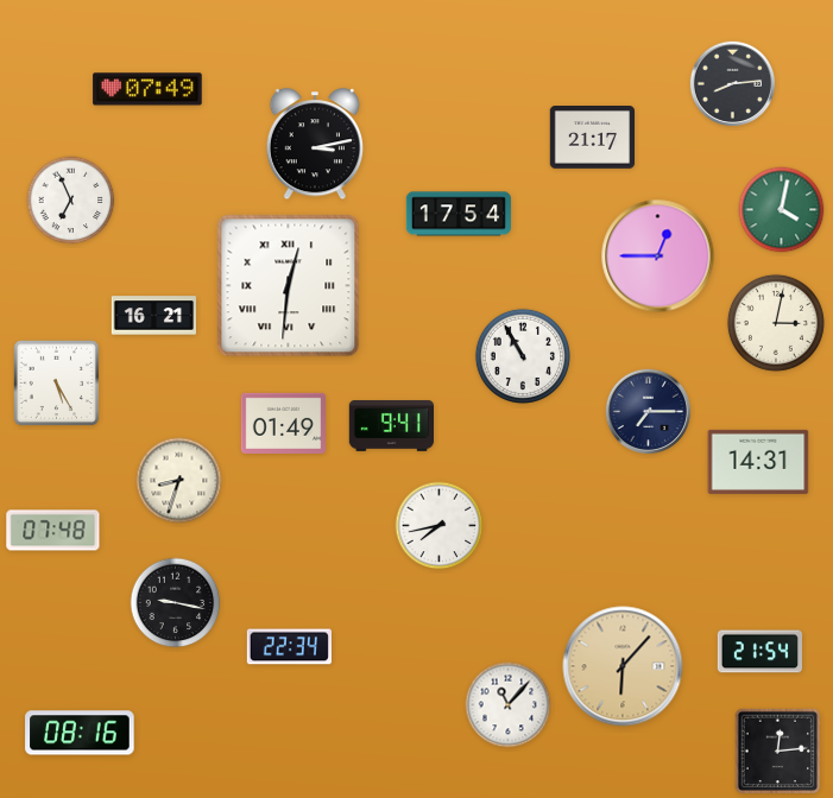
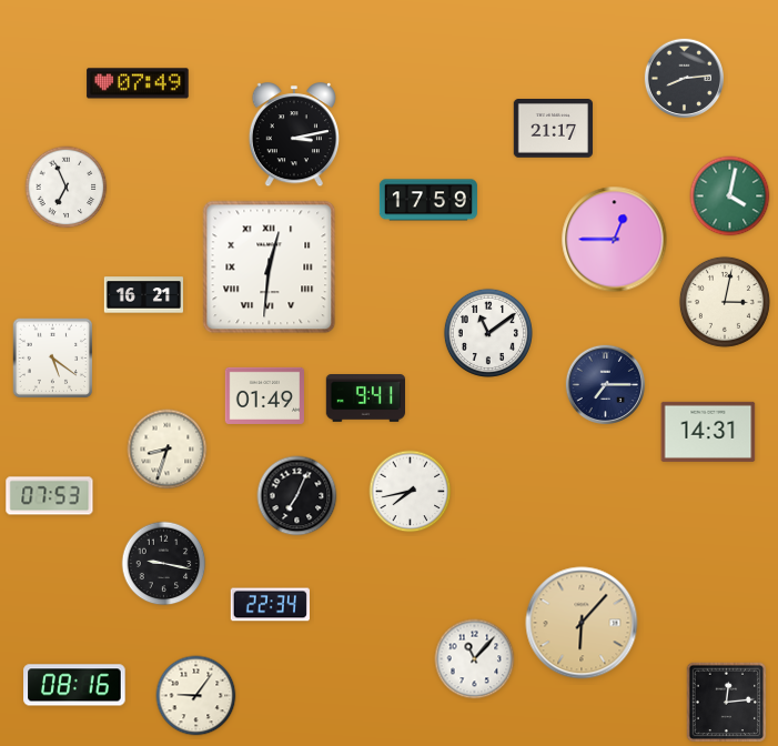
clock at (459, 214): 17:54 -> 17:59
clock at (523, 356): 10:55 -> 11:09
clock at (57, 384): 5:25 -> 5:21
clock at (53, 531): 07:48 -> 07:53
clock at (297, 496): none -> 7:04
clock at (759, 652): 21:54 -> none
clock at (196, 696): none -> 9:06
